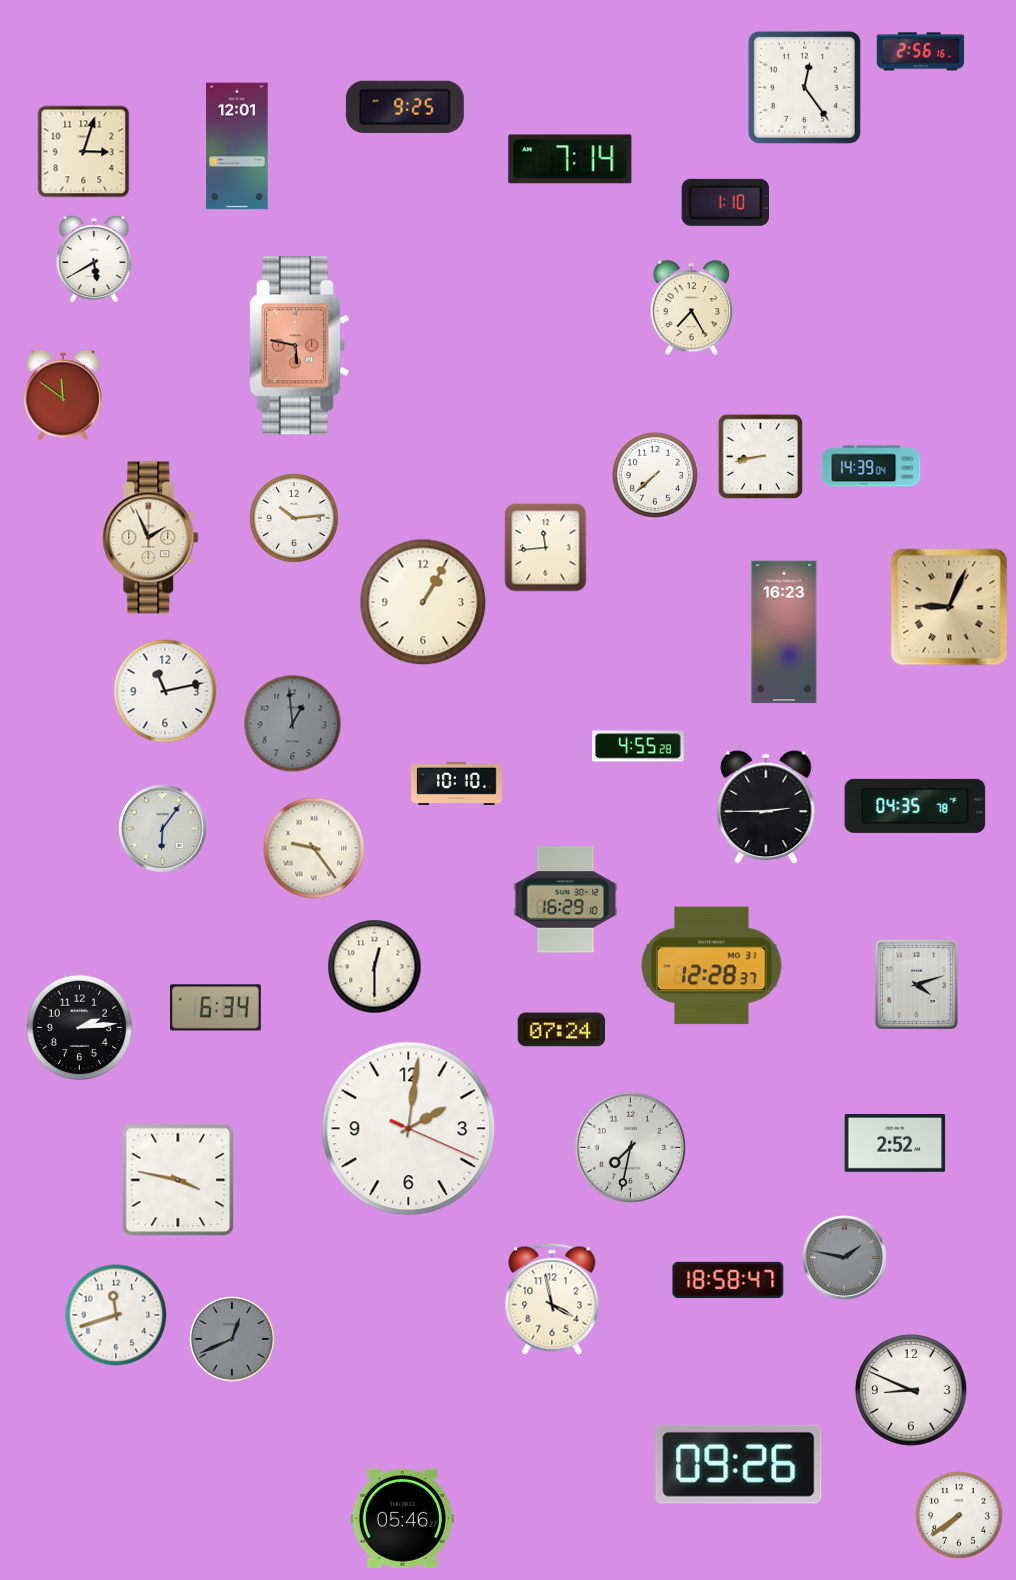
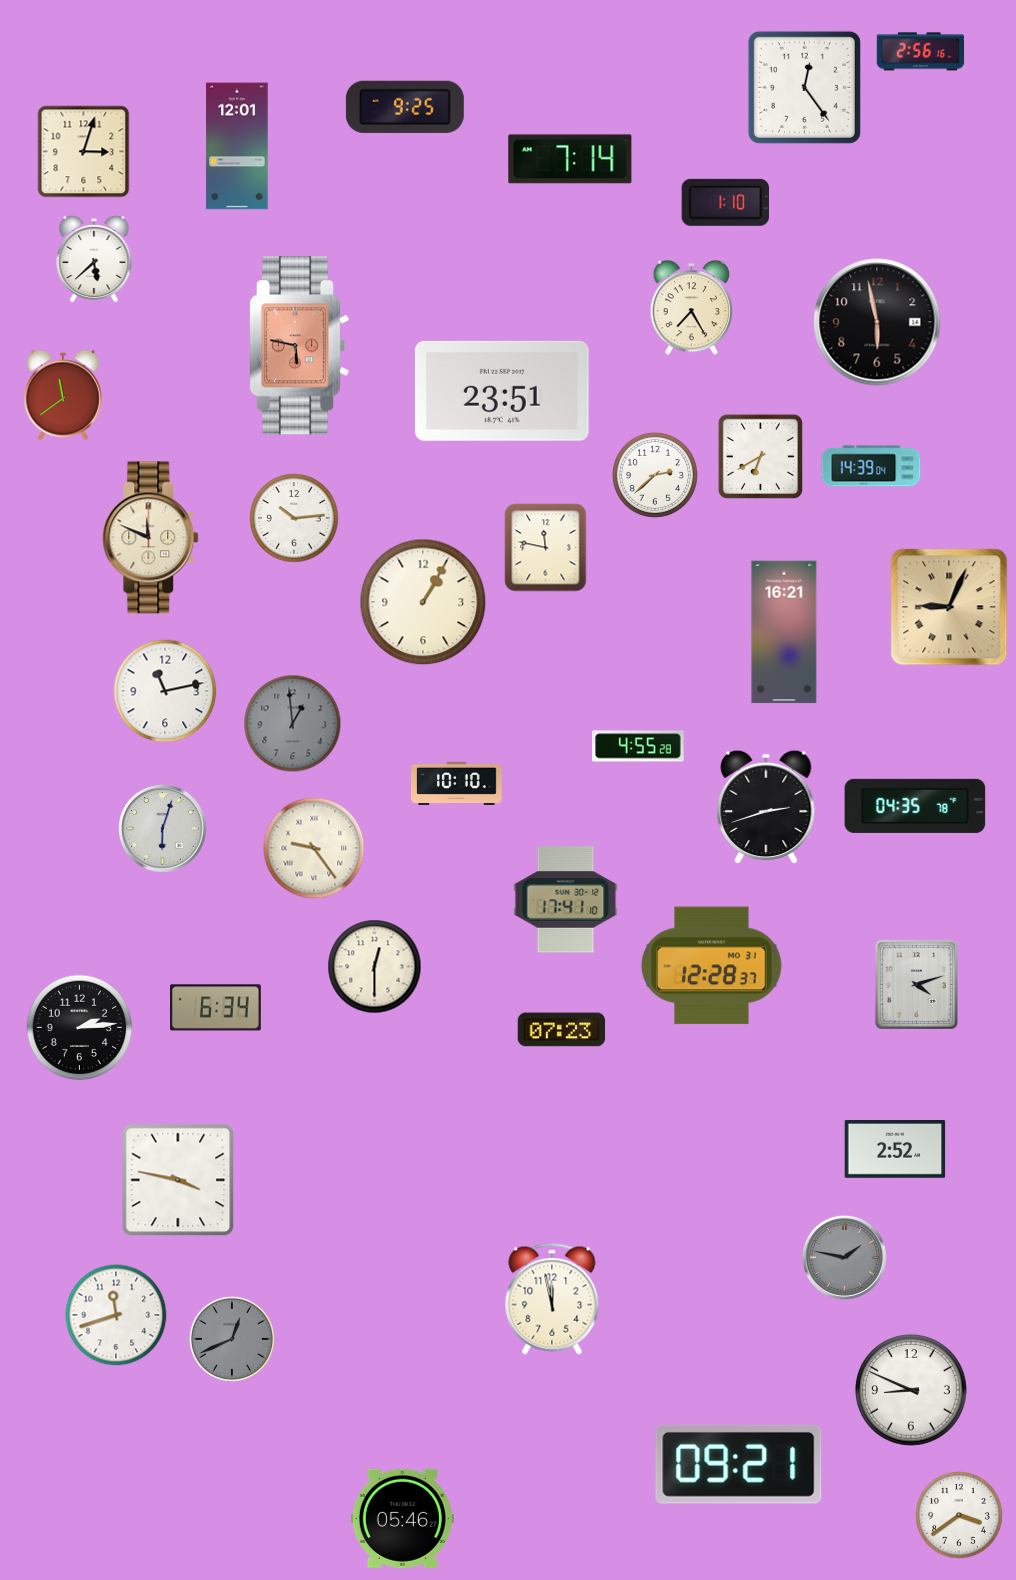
clock at (94, 259): 5:40 -> 5:38
clock at (877, 322): none -> 5:58
clock at (502, 391): none -> 23:51
clock at (63, 395): 11:51 -> 11:39
clock at (760, 456): 8:43 -> 6:40
clock at (655, 475): 7:38 -> 2:38
clock at (151, 538): 1:56 -> 11:49
clock at (546, 548): 11:44 -> 11:47
clock at (784, 632): 16:23 -> 16:21
clock at (766, 807): 2:45 -> 2:42
clock at (163, 829): 6:06 -> 6:03
clock at (566, 900): 16:29 -> 17:41
clock at (562, 1030): 07:24 -> 07:23
clock at (409, 1129): 2:01 -> none
clock at (895, 1143) position: (895, 1143) -> (895, 1149)
clock at (631, 1148): 7:32 -> none
clock at (728, 1280): 18:58 -> none
clock at (552, 1299): 3:58 -> 11:58
clock at (739, 1464): 09:26 -> 09:21
clock at (960, 1516): 7:39 -> 3:39
